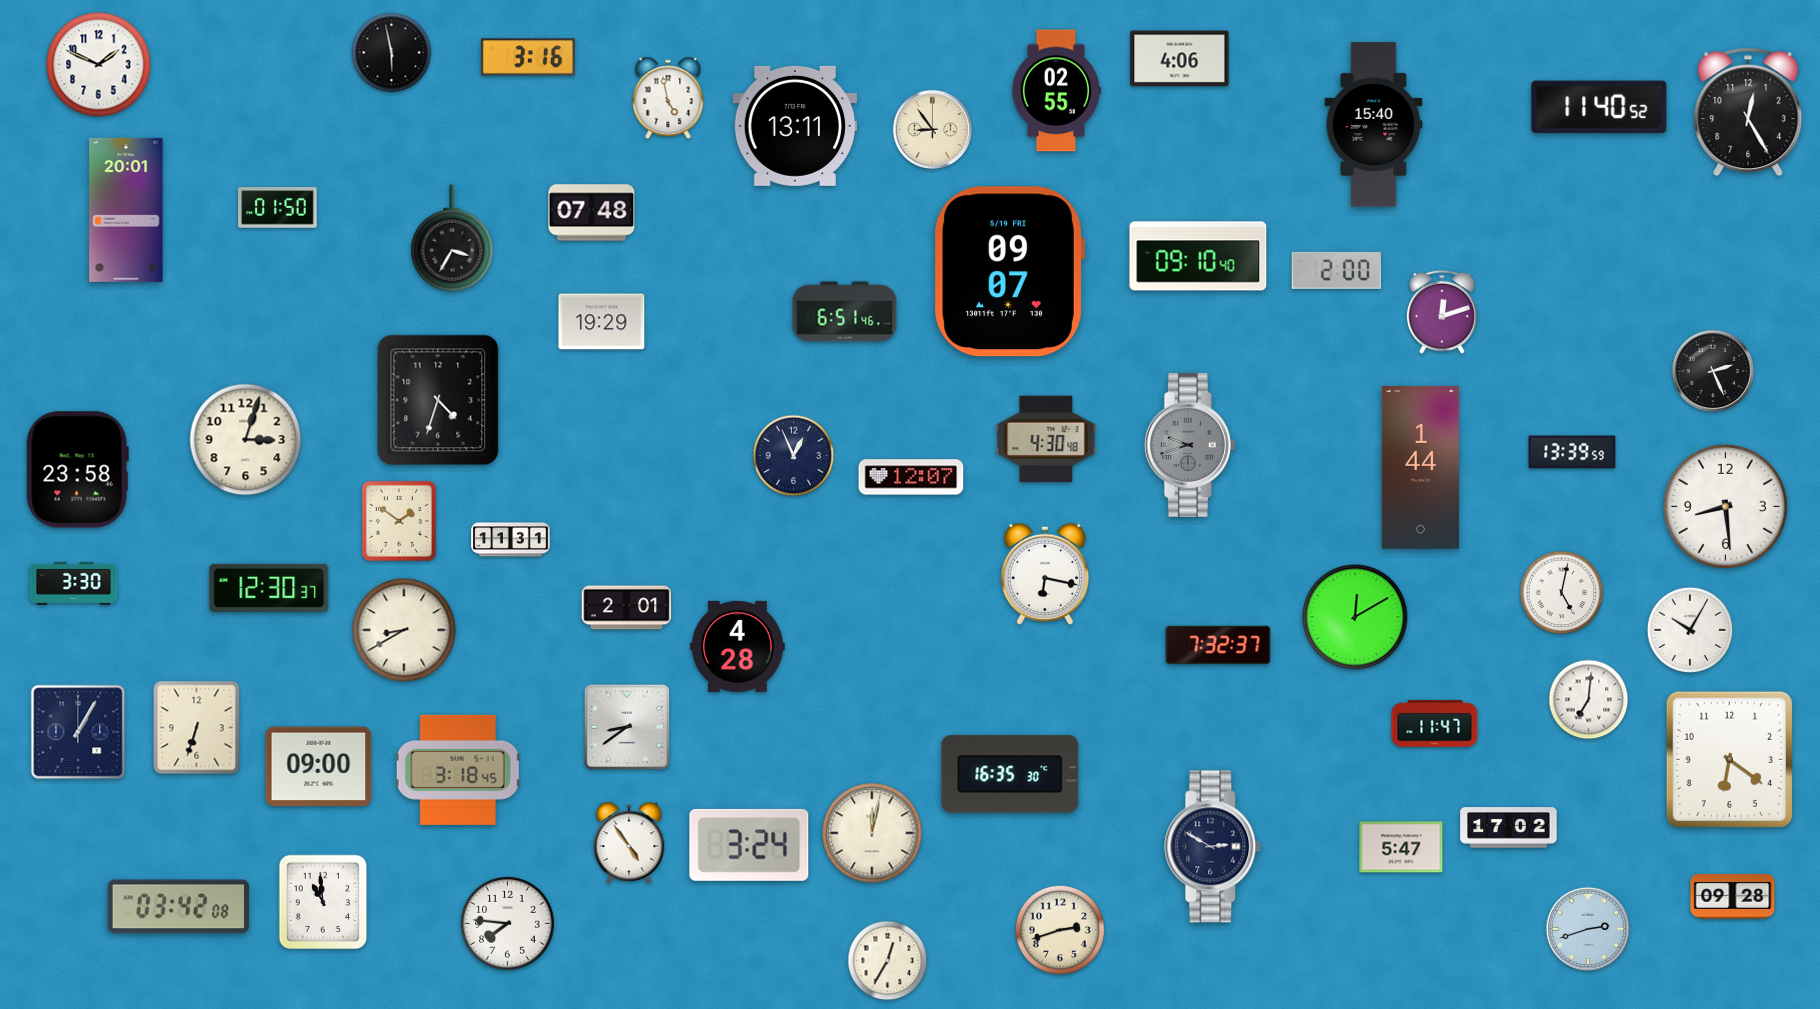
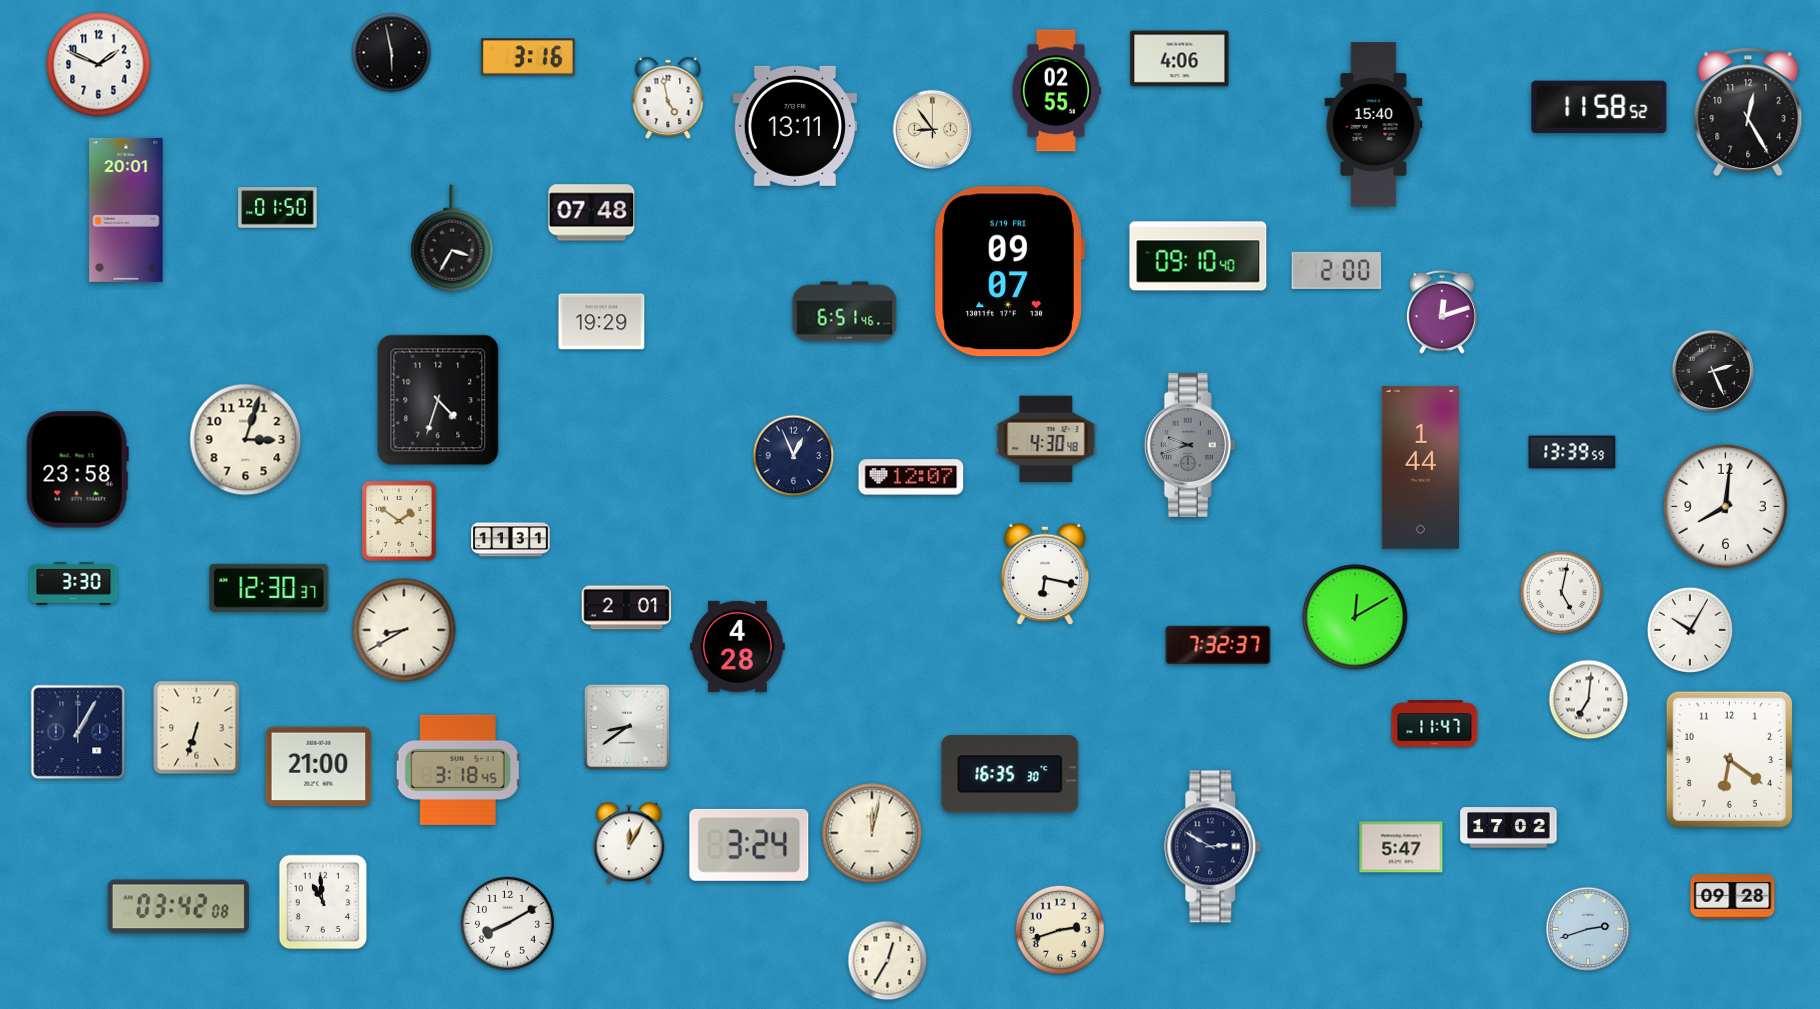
clock at (1599, 107): 11:40 -> 11:58
clock at (1725, 506): 8:29 -> 8:01
clock at (319, 767): 09:00 -> 21:00
clock at (629, 843): 4:54 -> 12:05
clock at (508, 924): 7:46 -> 8:10
